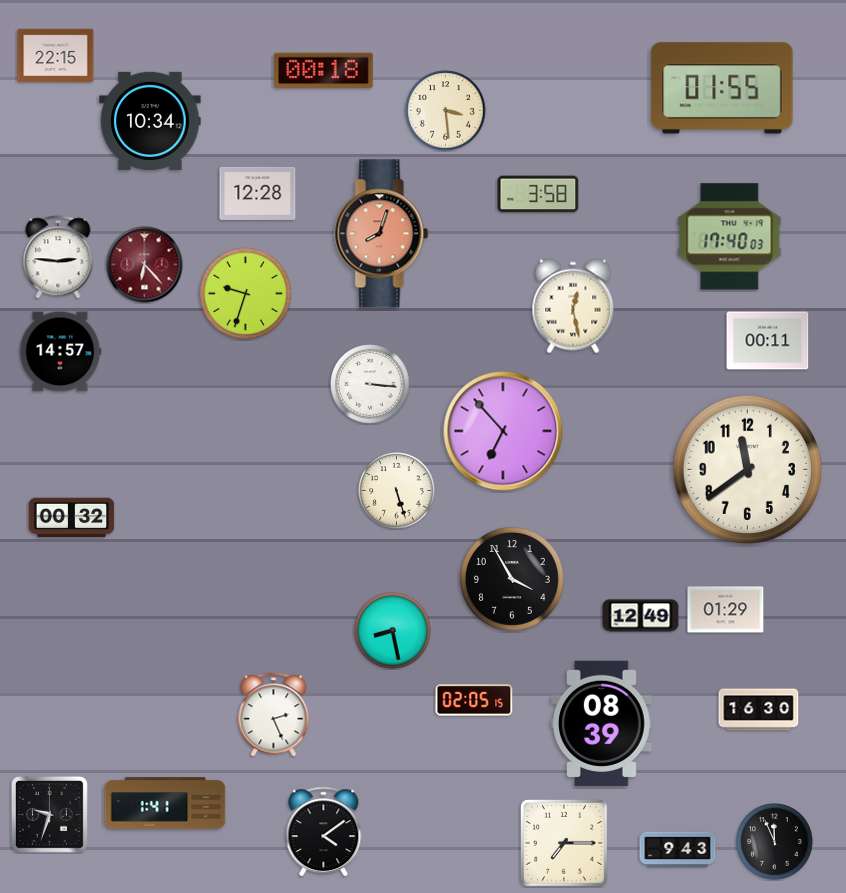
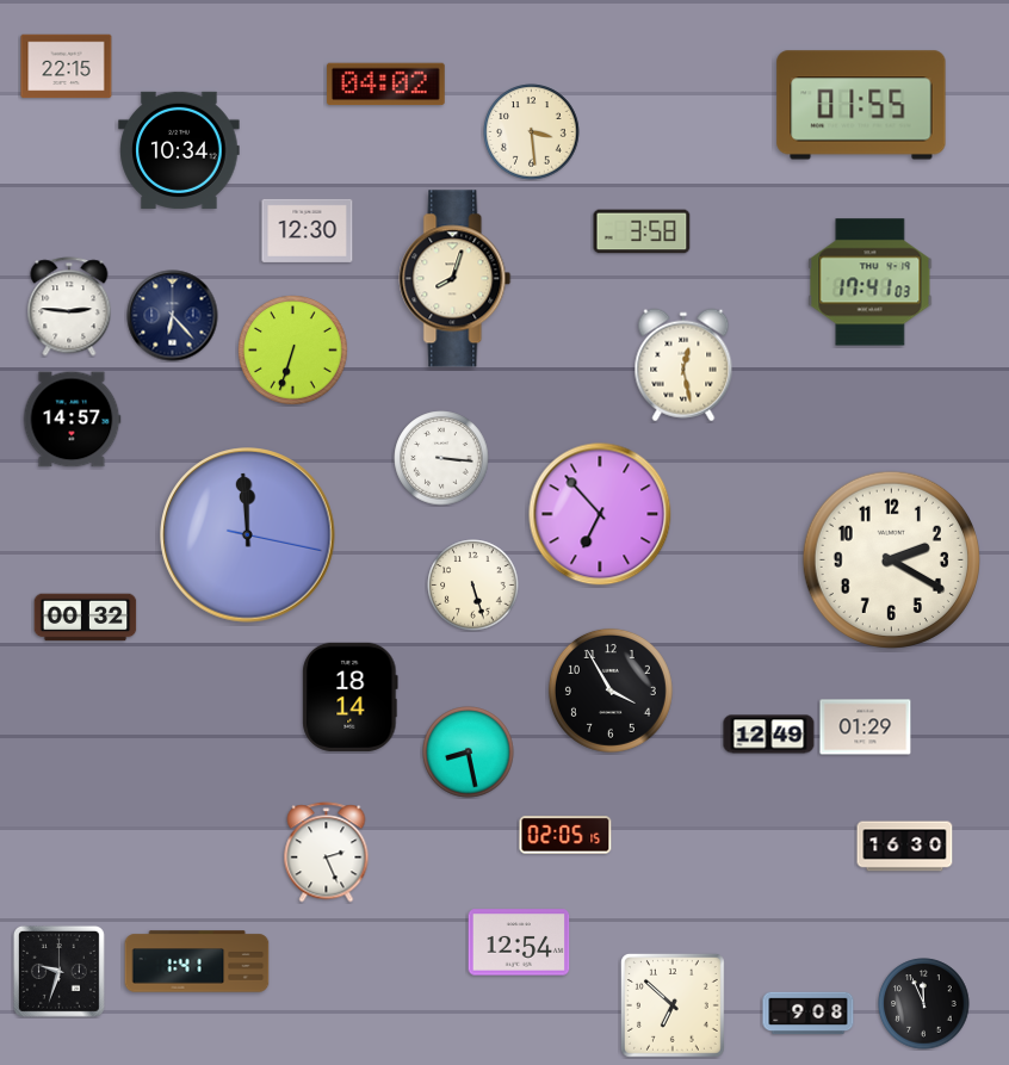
clock at (324, 71): 00:18 -> 04:02
clock at (150, 121) position: (150, 121) -> (179, 150)
clock at (258, 193): 12:28 -> 12:30
clock at (382, 234) dial: salmon -> cream
clock at (730, 237): 17:40 -> 17:41
clock at (145, 265) dial: burgundy -> navy
clock at (246, 294): 9:33 -> 6:33
clock at (768, 341): 00:11 -> none
clock at (248, 535): none -> 11:59
clock at (747, 469): 11:39 -> 2:20
clock at (351, 696): none -> 18:14
clock at (641, 616) position: (641, 616) -> (769, 735)
clock at (602, 724): 08:39 -> none
clock at (519, 942): none -> 12:54
clock at (165, 803) position: (165, 803) -> (197, 961)
clock at (324, 831): 4:09 -> none
clock at (564, 843): 7:15 -> 6:52
clock at (678, 850): 9:43 -> 9:08
